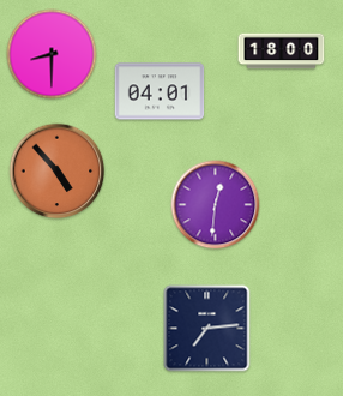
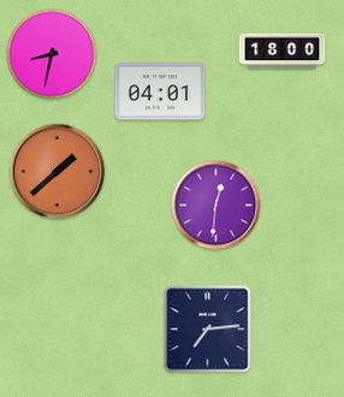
clock at (52, 54): 8:30 -> 8:32
clock at (58, 172): 4:53 -> 1:38
